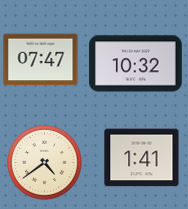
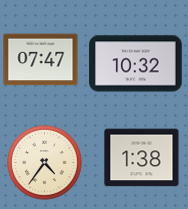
clock at (142, 158): 1:41 -> 1:38
clock at (45, 163): 4:39 -> 4:36
